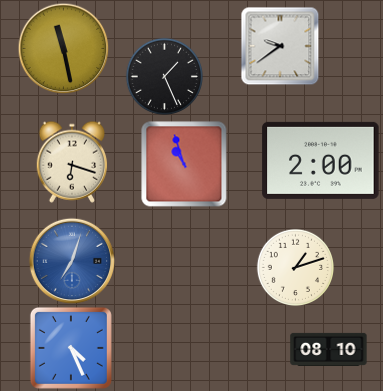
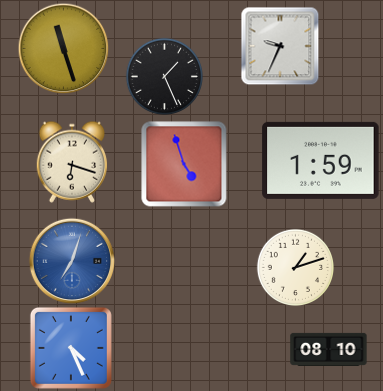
clock at (280, 46): 9:39 -> 9:34
clock at (63, 48): 11:28 -> 11:27
clock at (321, 160): 2:00 -> 1:59
clock at (184, 164): 10:57 -> 4:57
